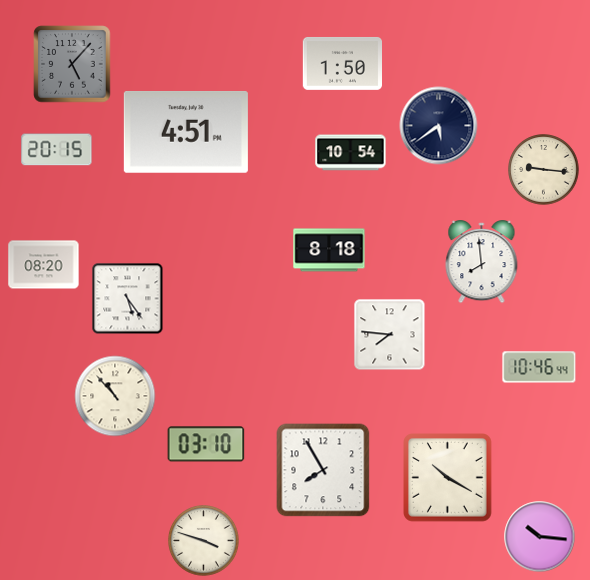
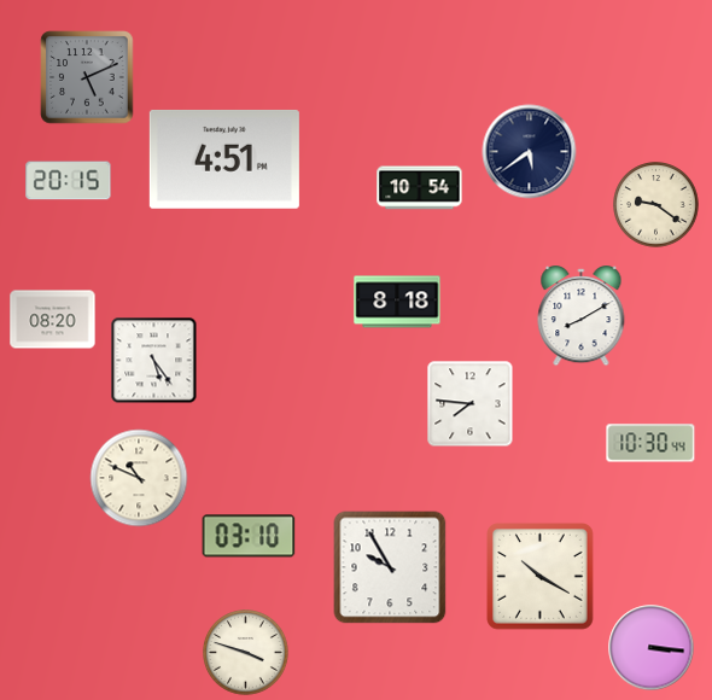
clock at (342, 63): 1:50 -> none
clock at (72, 64): 5:07 -> 5:11
clock at (351, 153) position: (351, 153) -> (420, 188)
clock at (544, 170): 9:16 -> 9:21
clock at (482, 263): 7:59 -> 8:10
clock at (539, 367): 10:46 -> 10:30
clock at (115, 396): 10:53 -> 10:49
clock at (323, 470): 7:55 -> 9:55
clock at (540, 537): 10:16 -> 3:16
